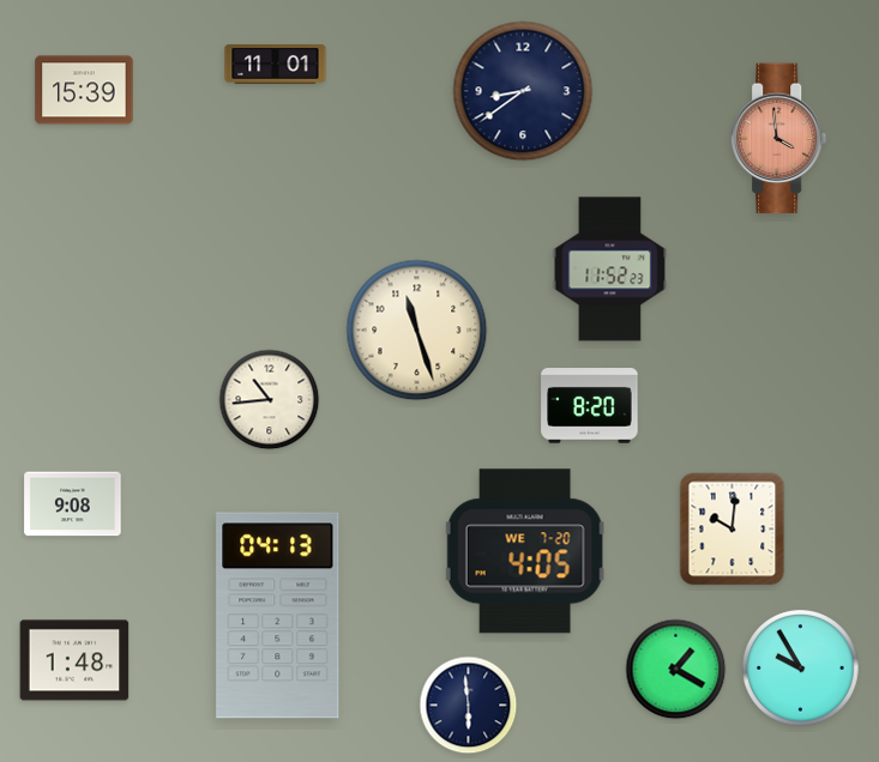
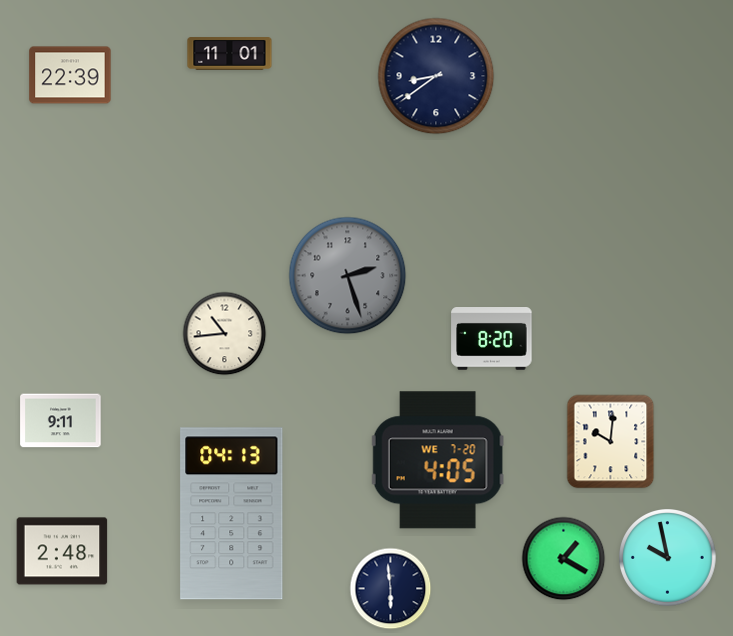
clock at (84, 90): 15:39 -> 22:39
clock at (779, 139): 3:59 -> none
clock at (610, 270): 11:52 -> none
clock at (417, 331): 11:27 -> 2:27
clock at (417, 331) dial: cream -> grey
clock at (73, 504): 9:08 -> 9:11
clock at (74, 660): 1:48 -> 2:48
clock at (801, 669): 9:55 -> 9:58
